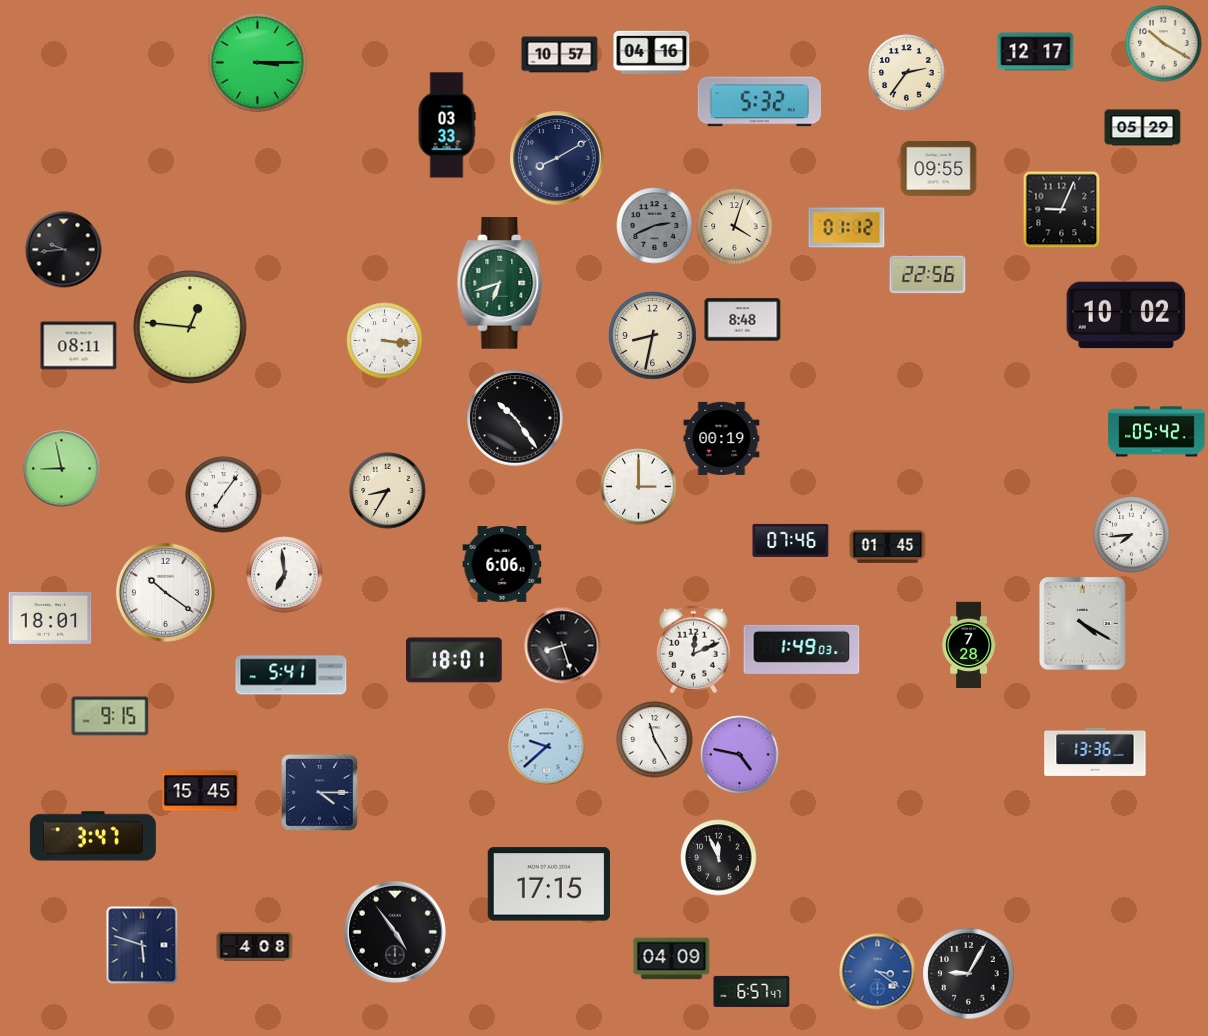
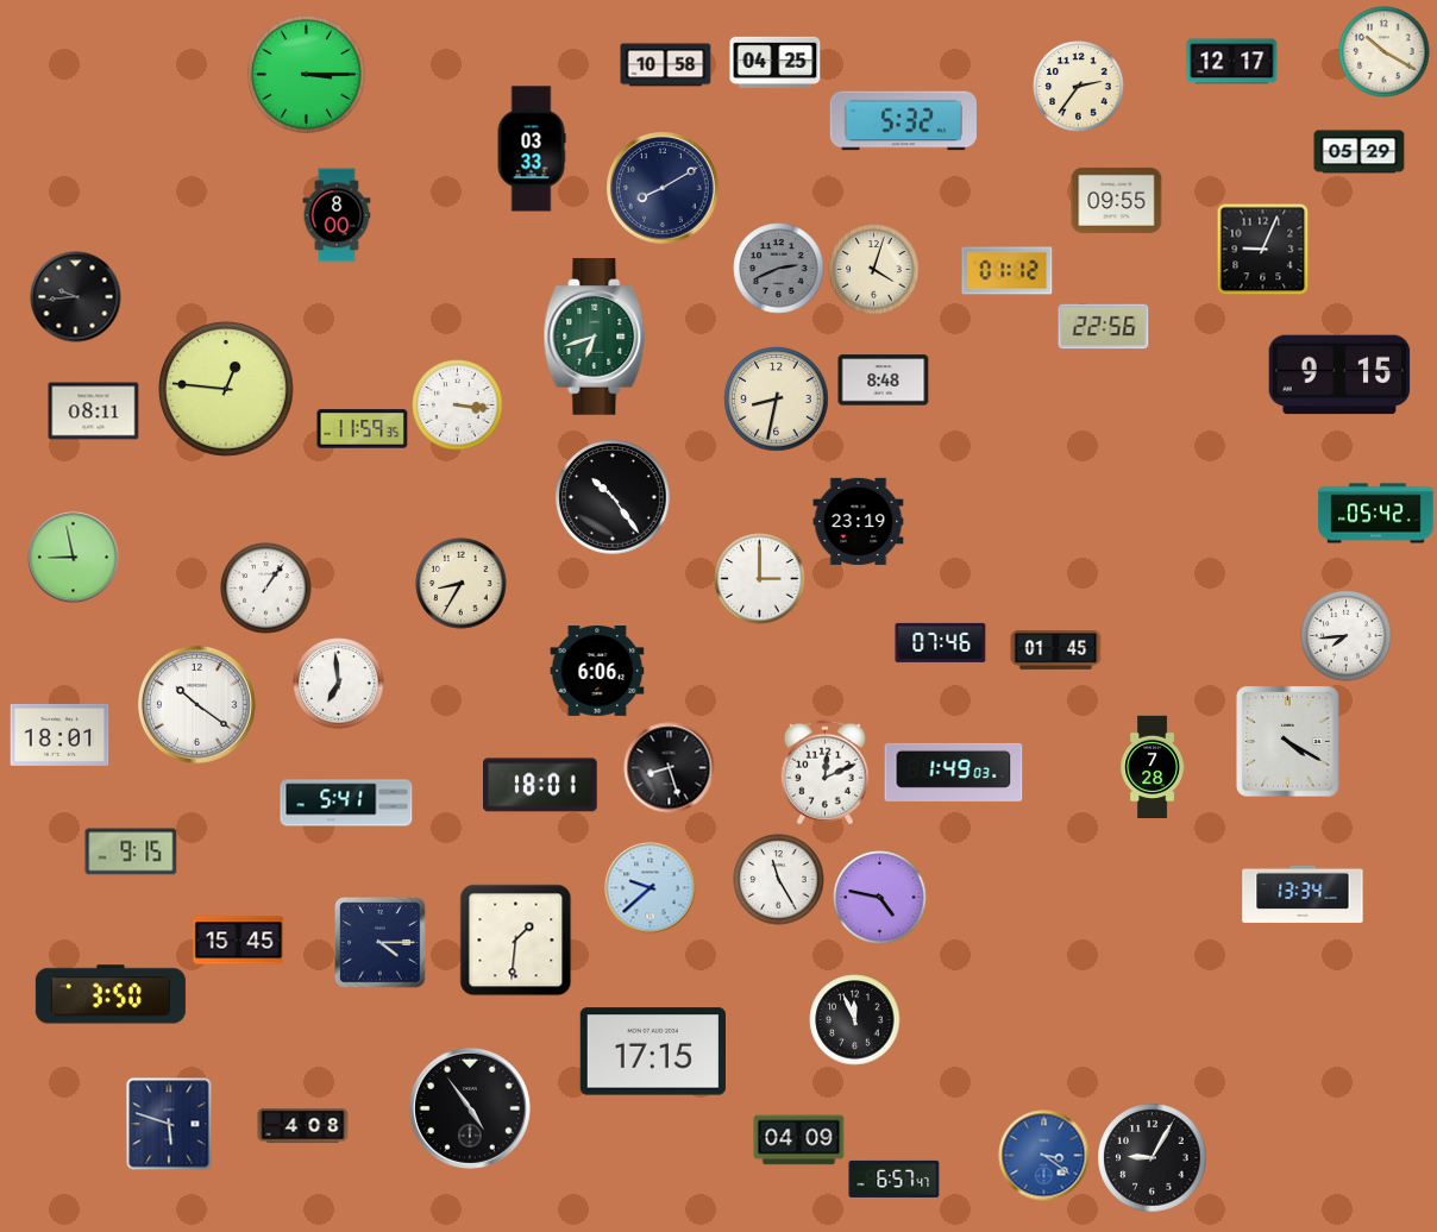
clock at (652, 52): 04:16 -> 04:25
clock at (560, 55): 10:57 -> 10:58
clock at (337, 215): none -> 8:00
clock at (1126, 315): 10:02 -> 9:15
clock at (363, 429): none -> 11:59
clock at (722, 438): 00:19 -> 23:19
clock at (224, 495): 7:06 -> 1:06
clock at (1095, 752): 13:36 -> 13:34
clock at (516, 941): none -> 1:31
clock at (93, 836): 3:47 -> 3:50
